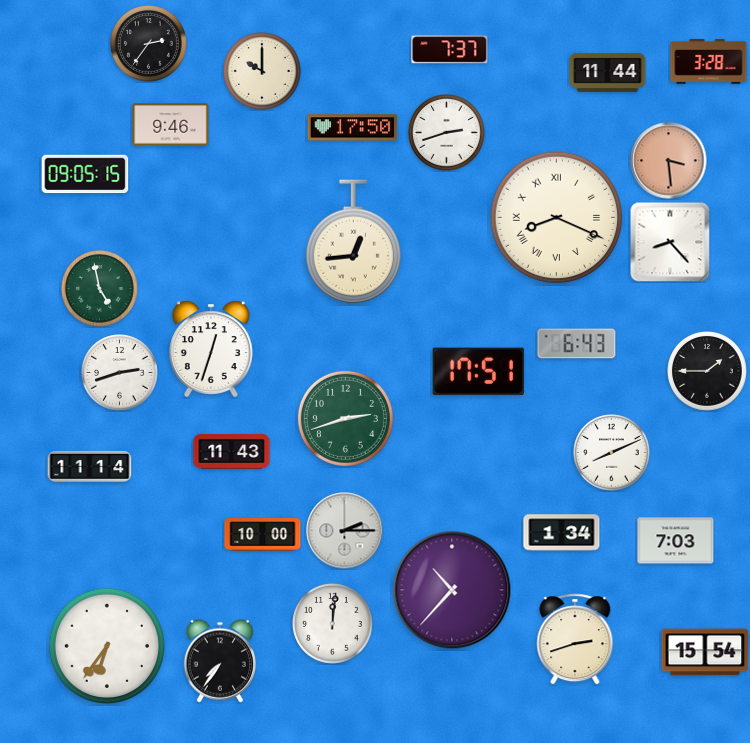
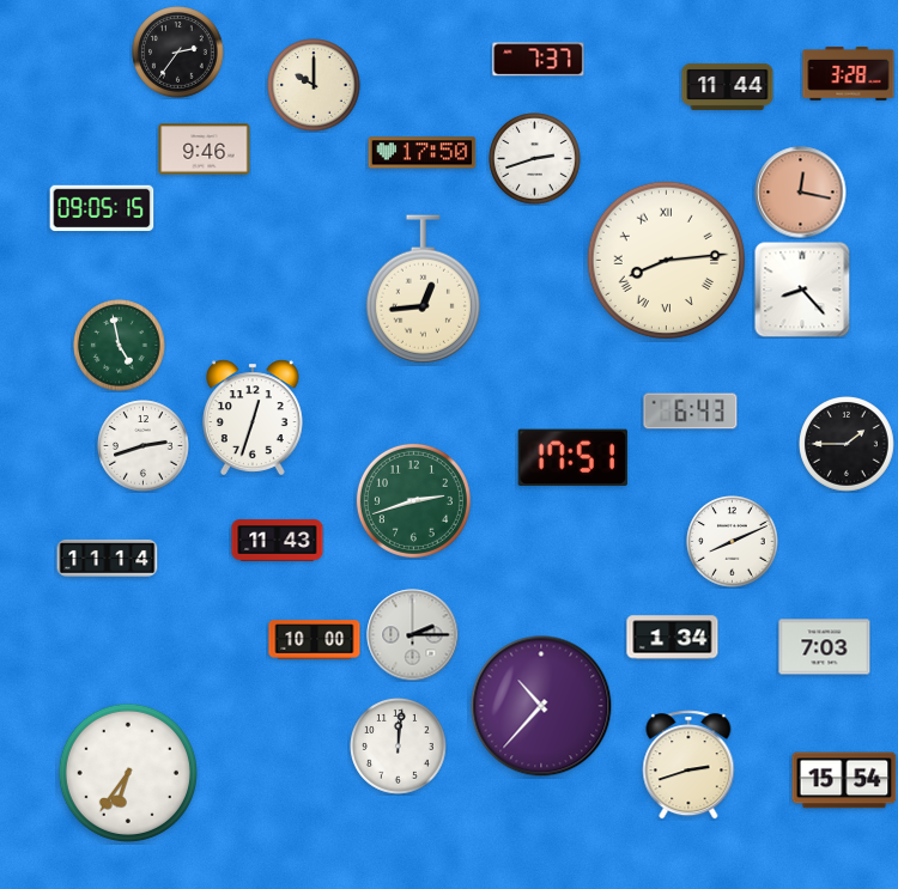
clock at (669, 161): 3:29 -> 12:17
clock at (557, 218): 8:19 -> 8:14
clock at (478, 371) position: (478, 371) -> (572, 457)
clock at (676, 541) position: (676, 541) -> (825, 647)
clock at (219, 661): 7:36 -> none
